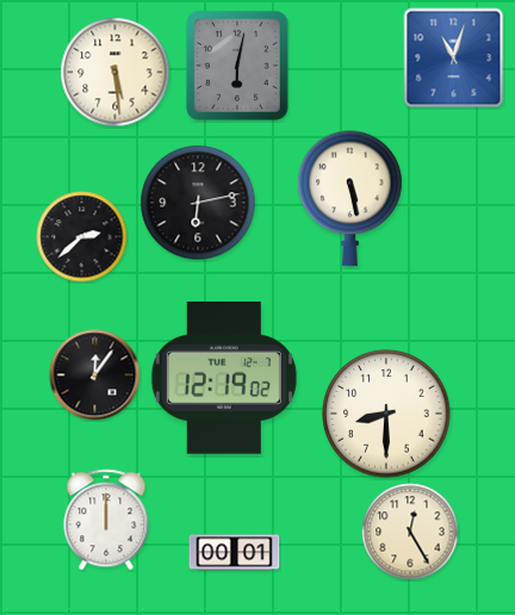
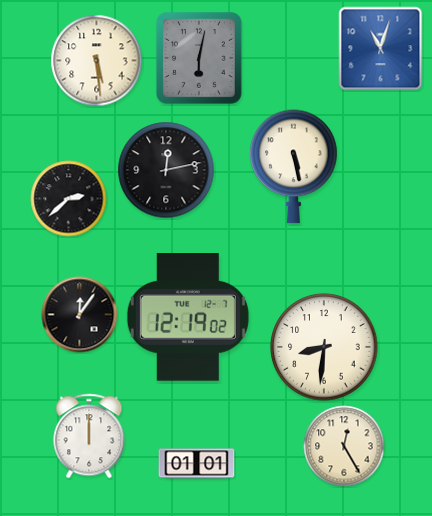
clock at (237, 66) position: (237, 66) -> (199, 58)
clock at (198, 203): 6:13 -> 12:13
clock at (386, 414): 8:30 -> 8:31
clock at (235, 553): 00:01 -> 01:01
